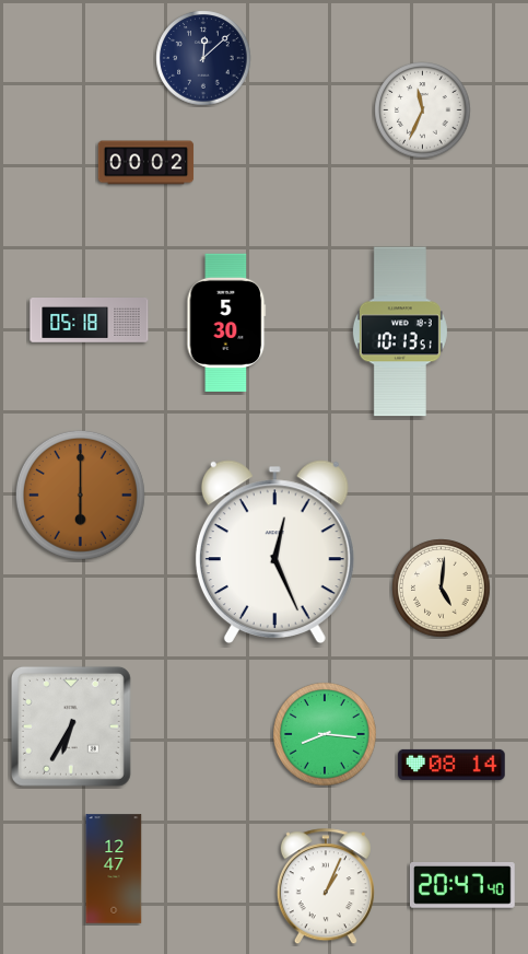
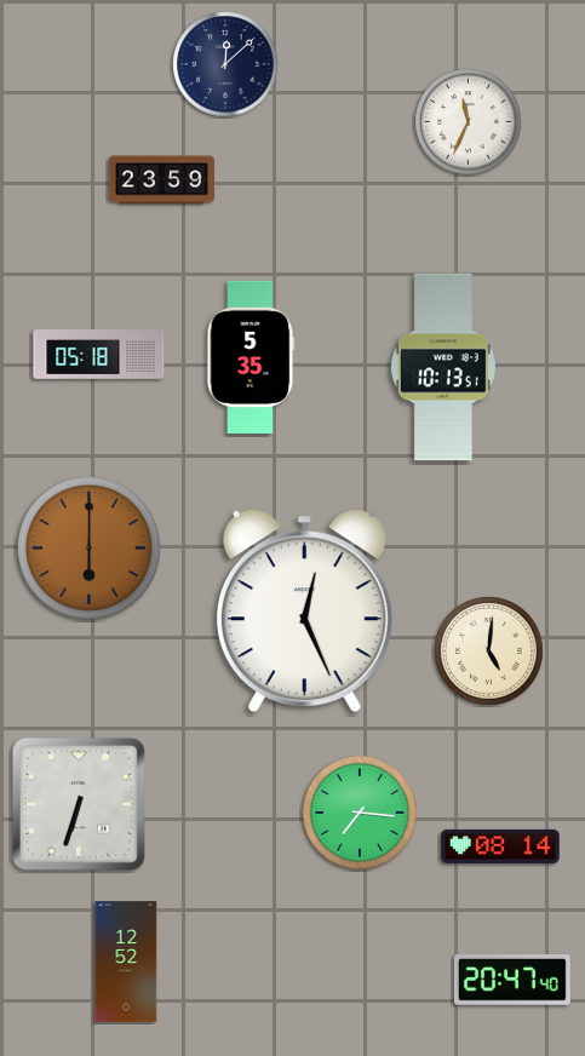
clock at (146, 163): 00:02 -> 23:59
clock at (226, 323): 5:30 -> 5:35
clock at (71, 726): 6:35 -> 6:33
clock at (325, 734): 8:16 -> 7:16
clock at (114, 869): 12:47 -> 12:52
clock at (326, 887): 1:04 -> none
